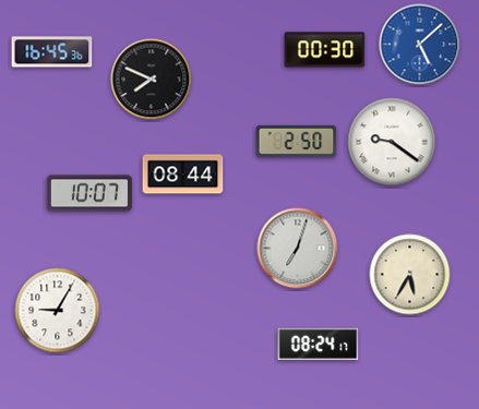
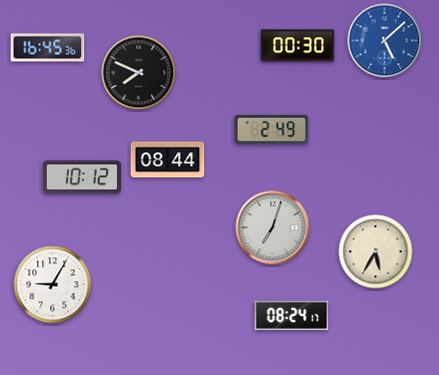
clock at (297, 141): 2:50 -> 2:49
clock at (392, 142): 9:21 -> none
clock at (88, 193): 10:07 -> 10:12
